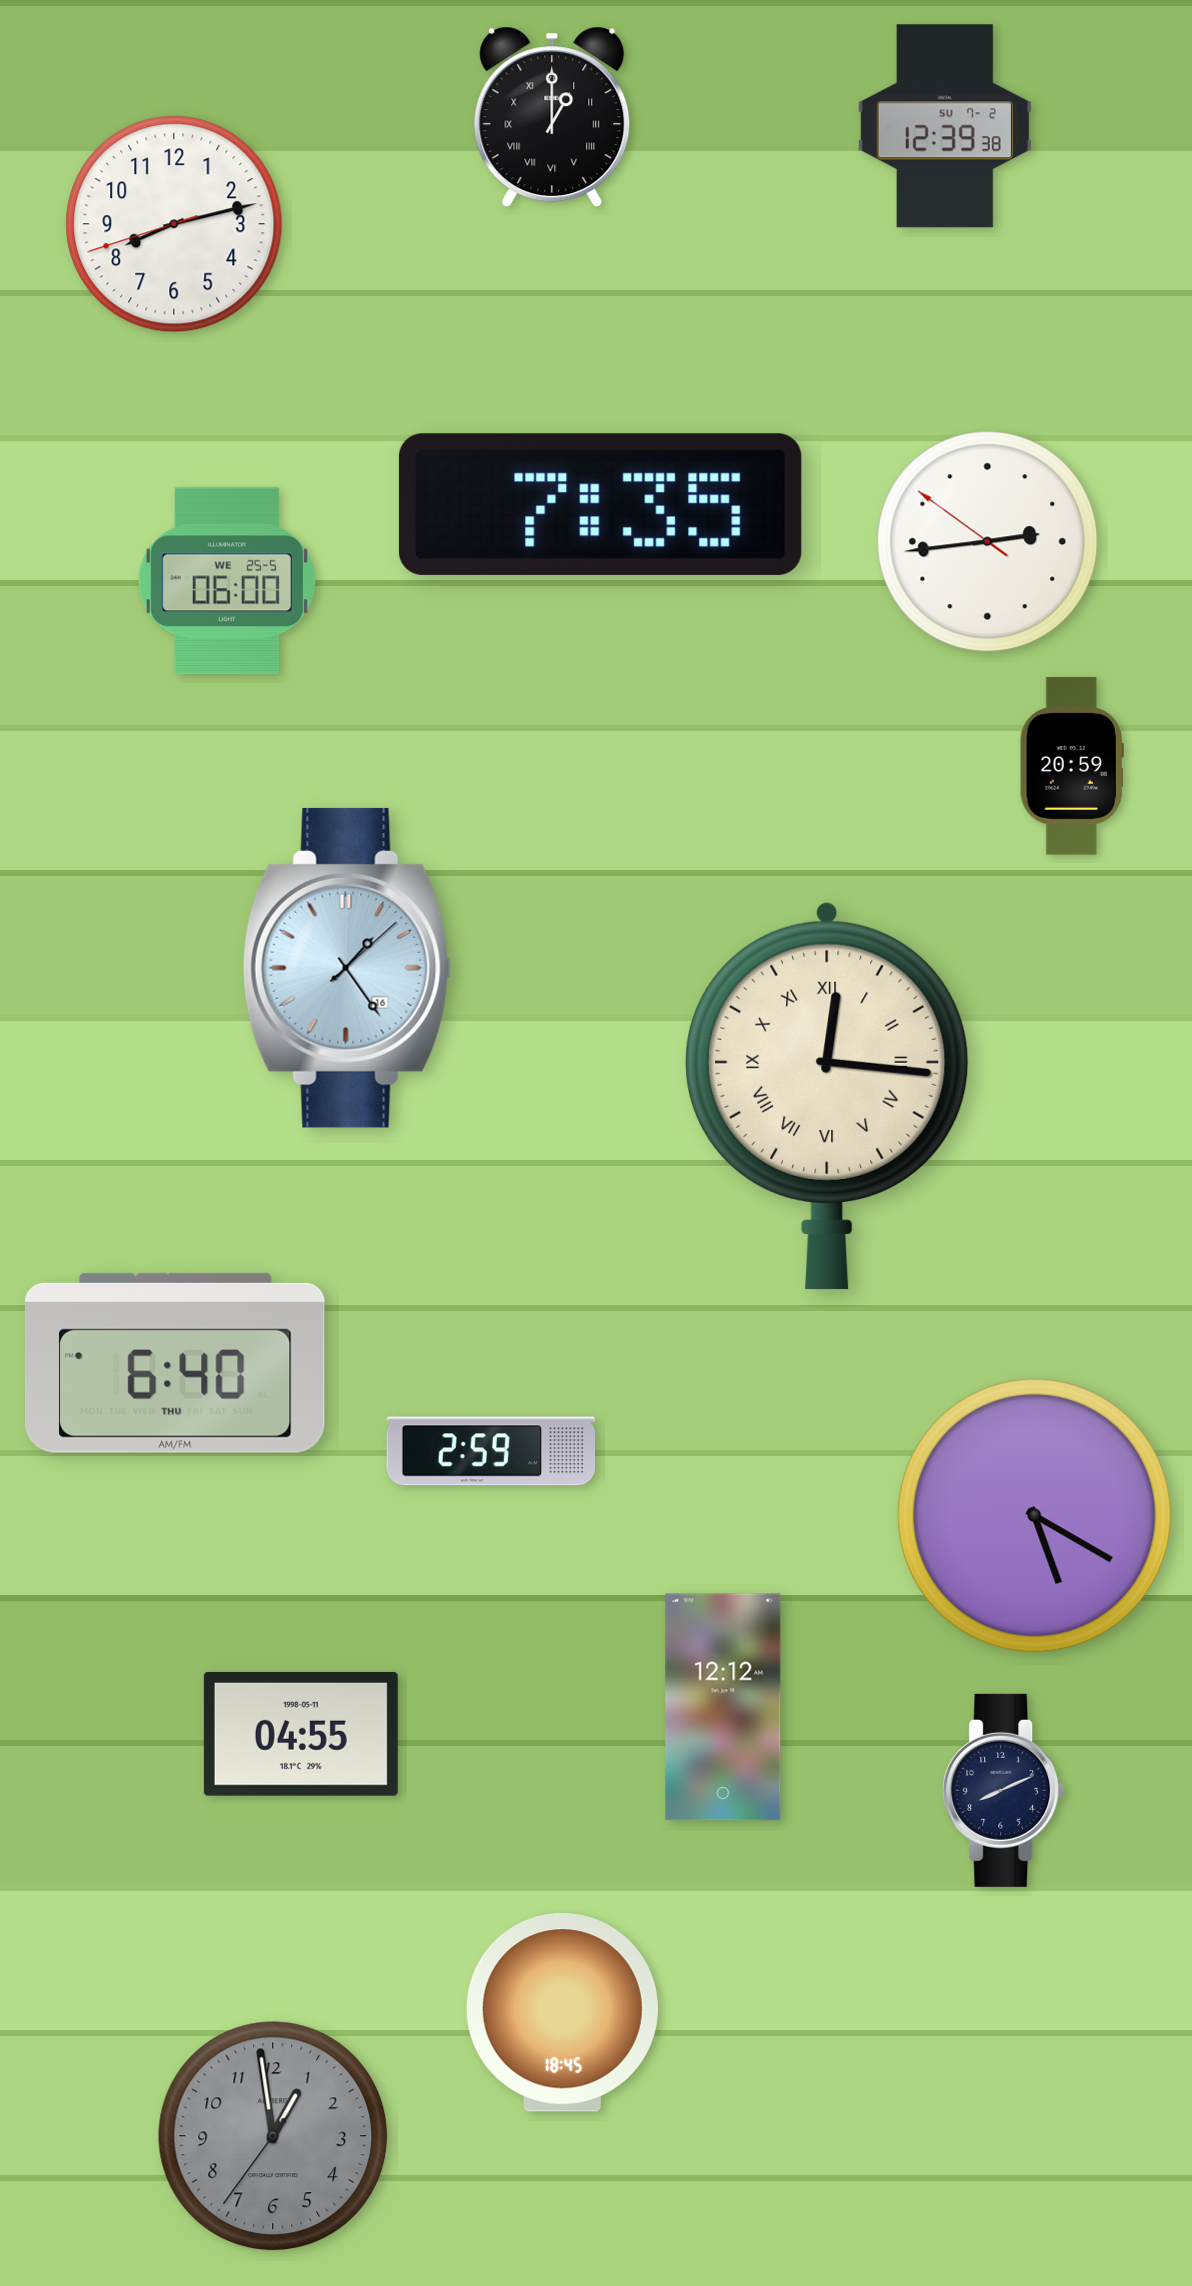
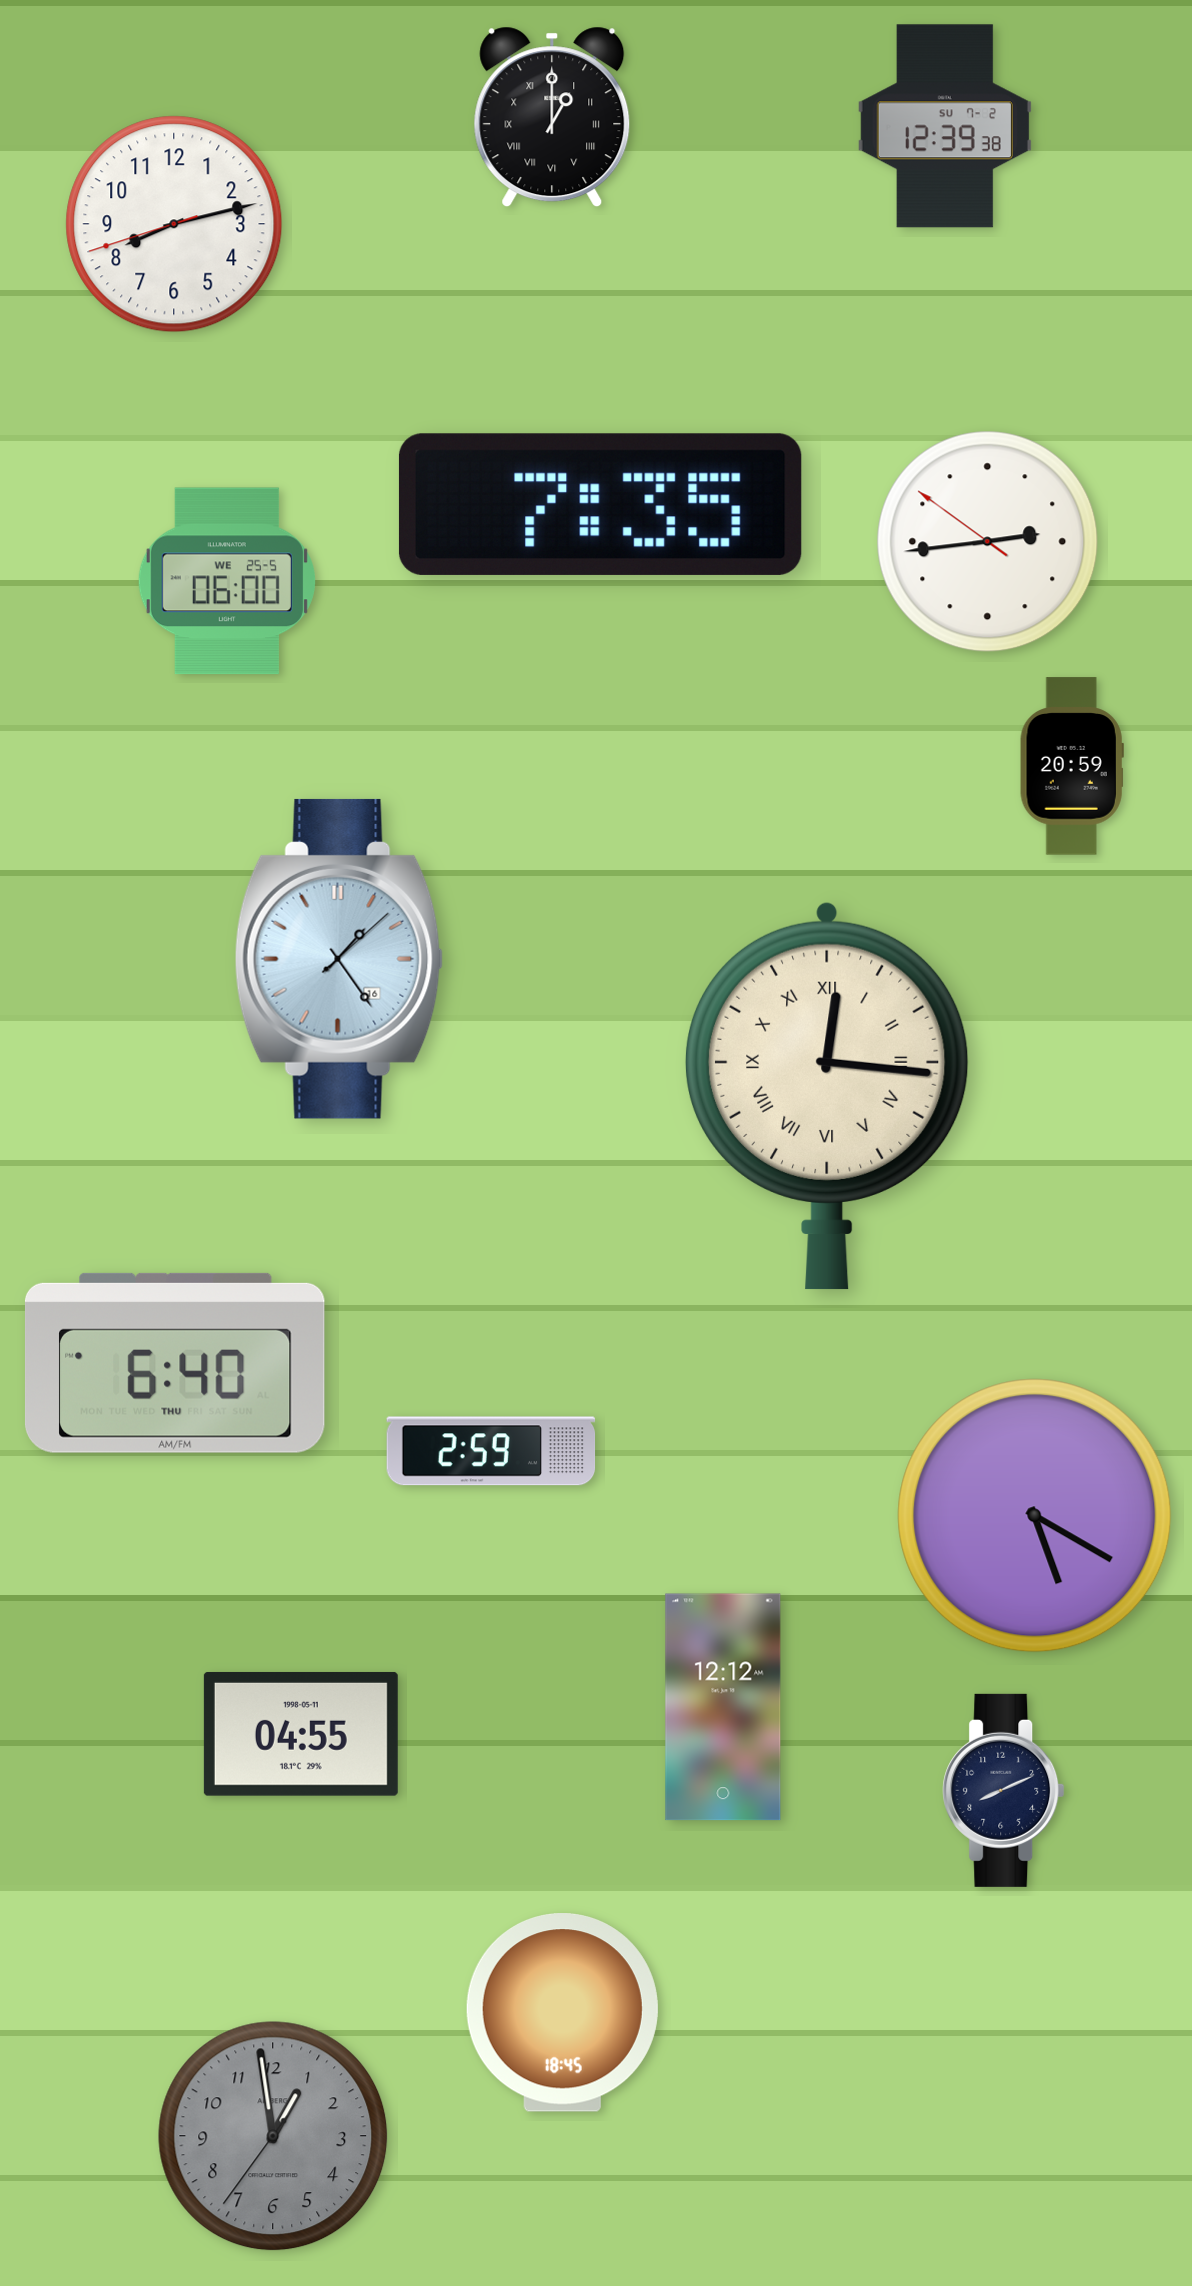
clock at (347, 968) position: (347, 968) -> (339, 959)
